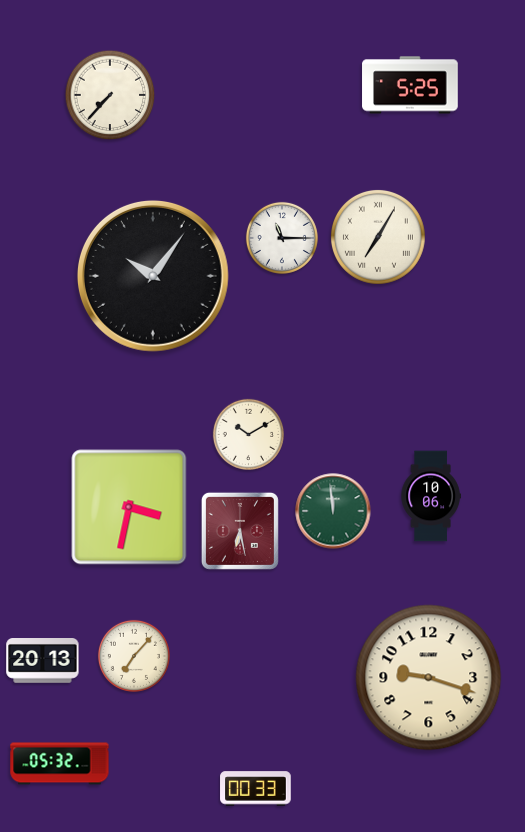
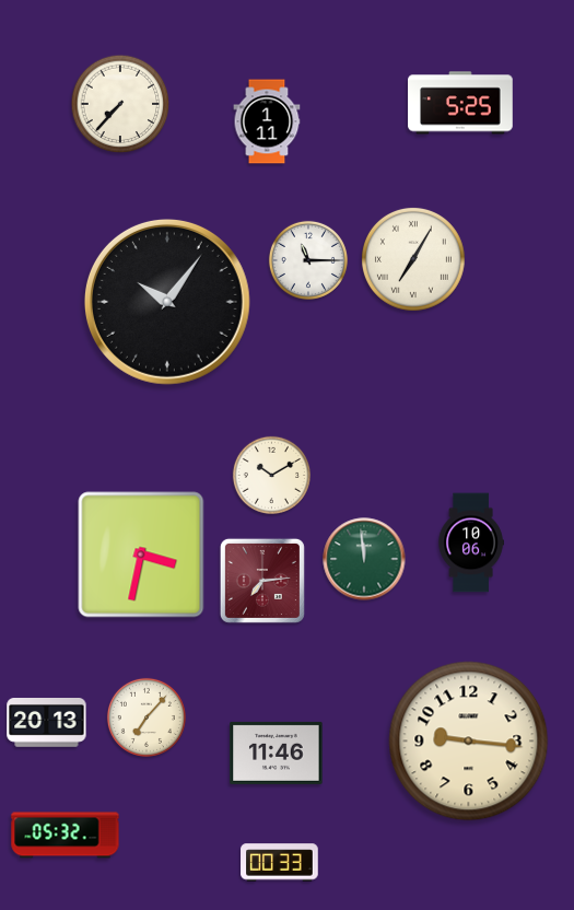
clock at (410, 85) position: (410, 85) -> (460, 103)
clock at (267, 121): none -> 1:11
clock at (240, 531): 6:28 -> 7:14
clock at (429, 678): 9:18 -> 9:16
clock at (277, 752): none -> 11:46
